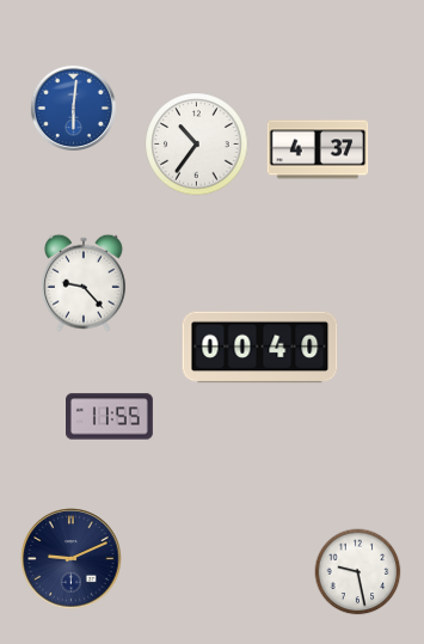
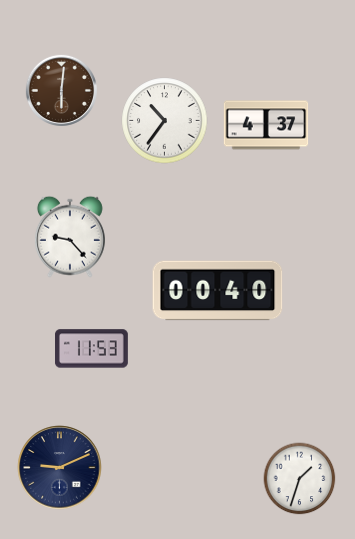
clock at (73, 108) dial: blue -> brown
clock at (110, 417): 11:55 -> 11:53
clock at (358, 572): 9:28 -> 1:33
